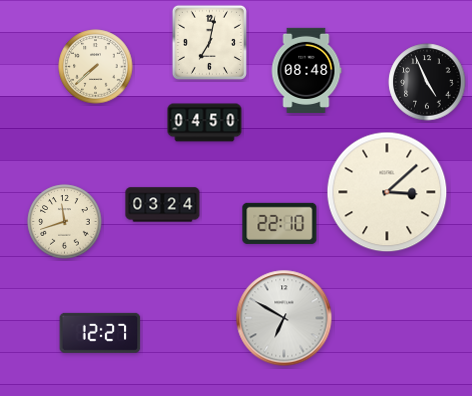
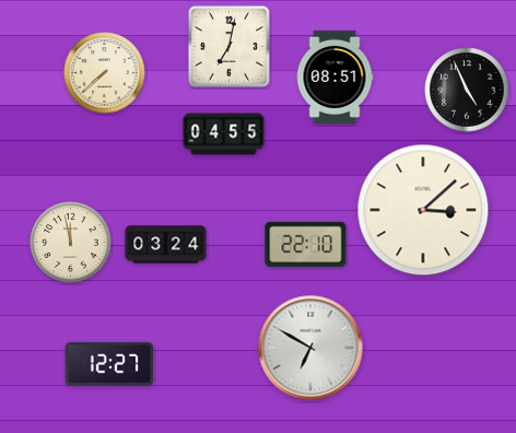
clock at (306, 70): 08:48 -> 08:51
clock at (205, 123): 04:50 -> 04:55
clock at (163, 205) position: (163, 205) -> (166, 245)
clock at (65, 222): 11:42 -> 11:58
